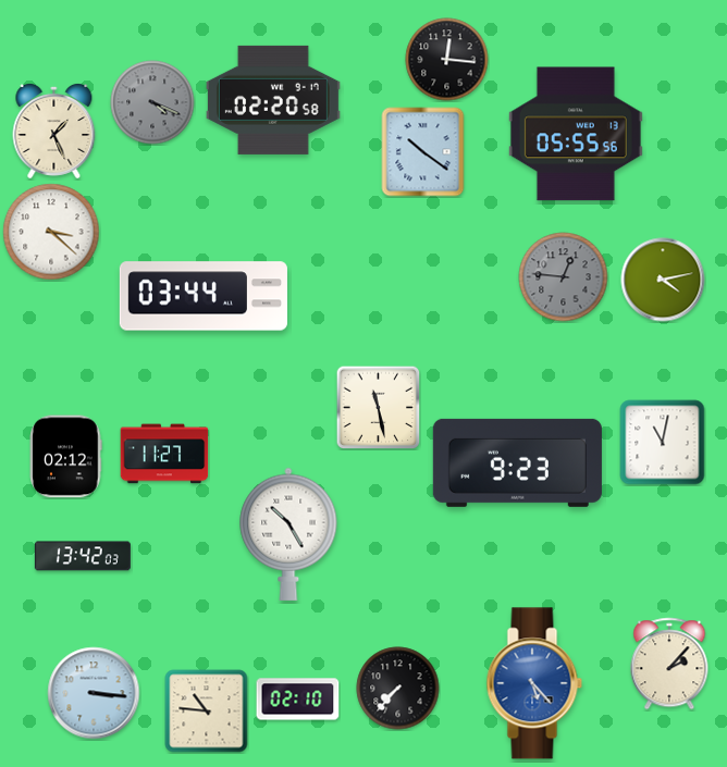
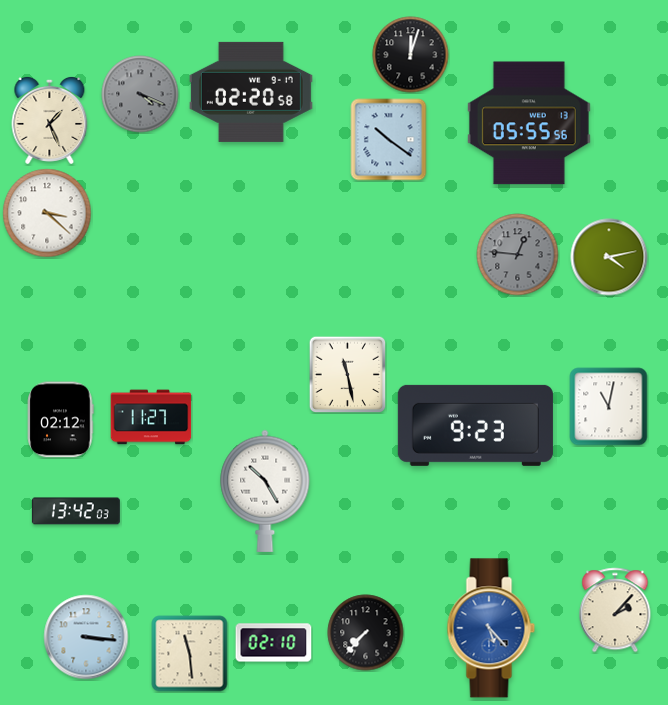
clock at (447, 60): 12:16 -> 12:03
clock at (204, 296): 03:44 -> none
clock at (207, 712): 10:46 -> 11:29
